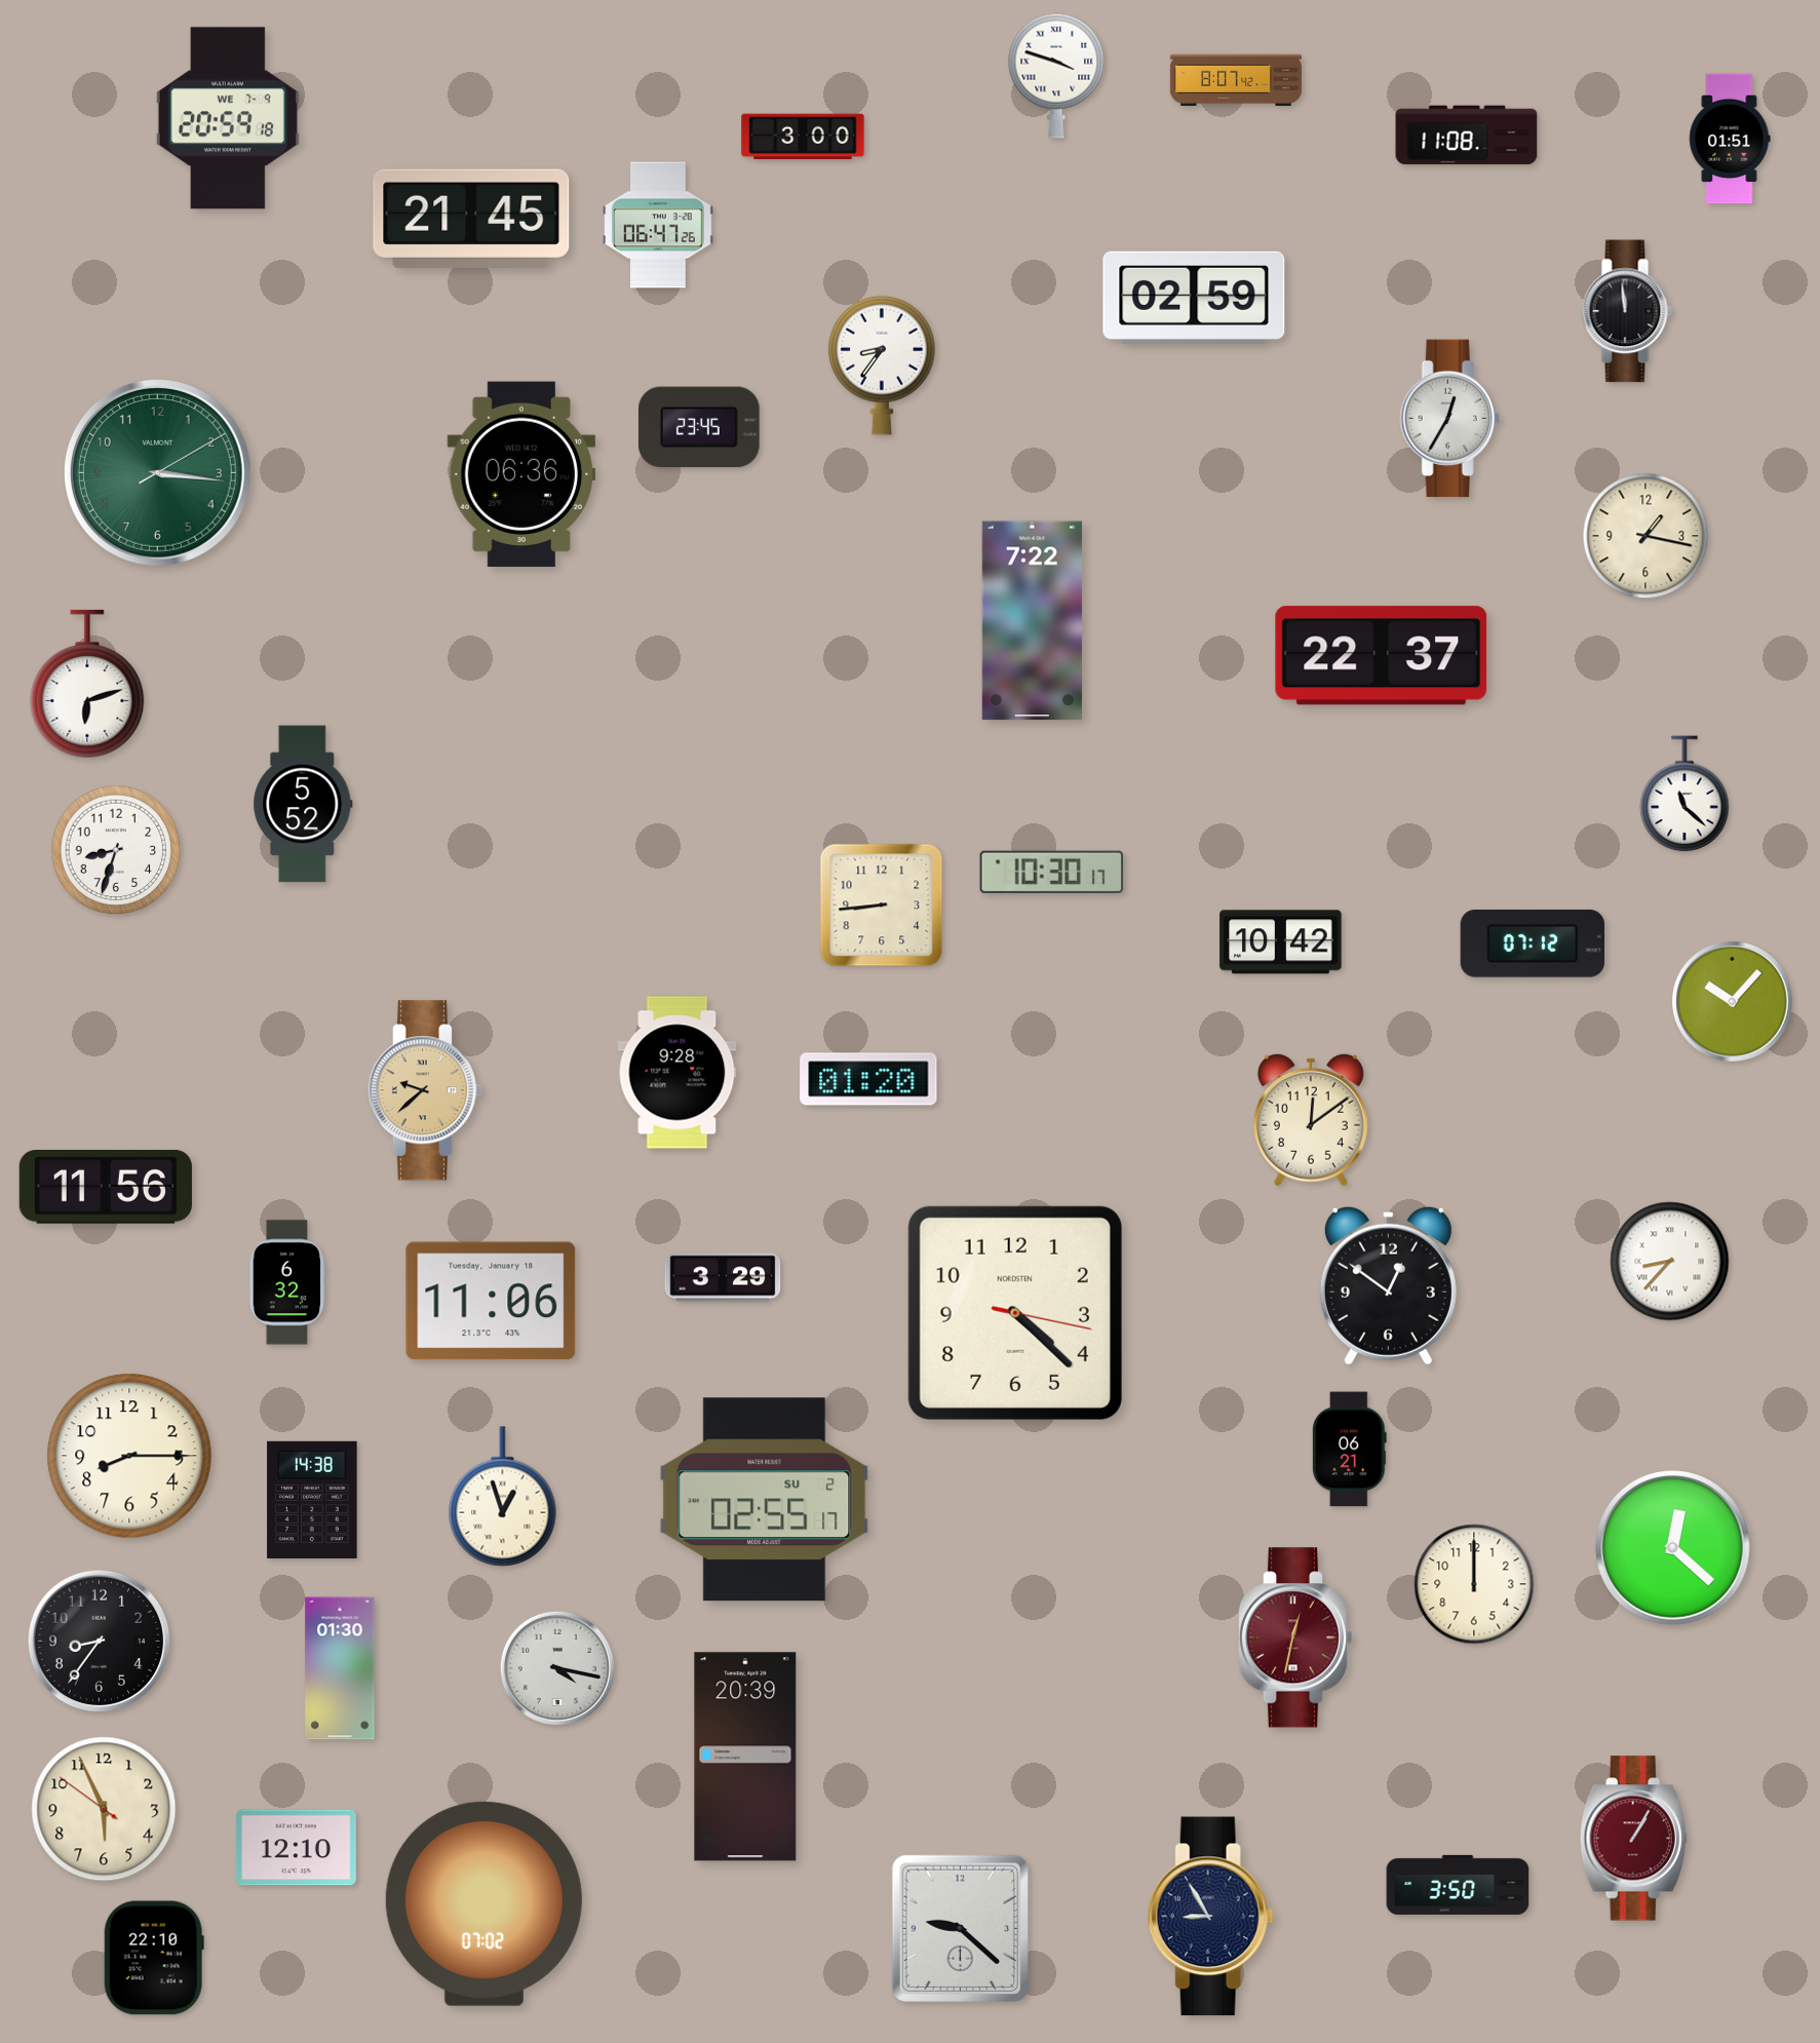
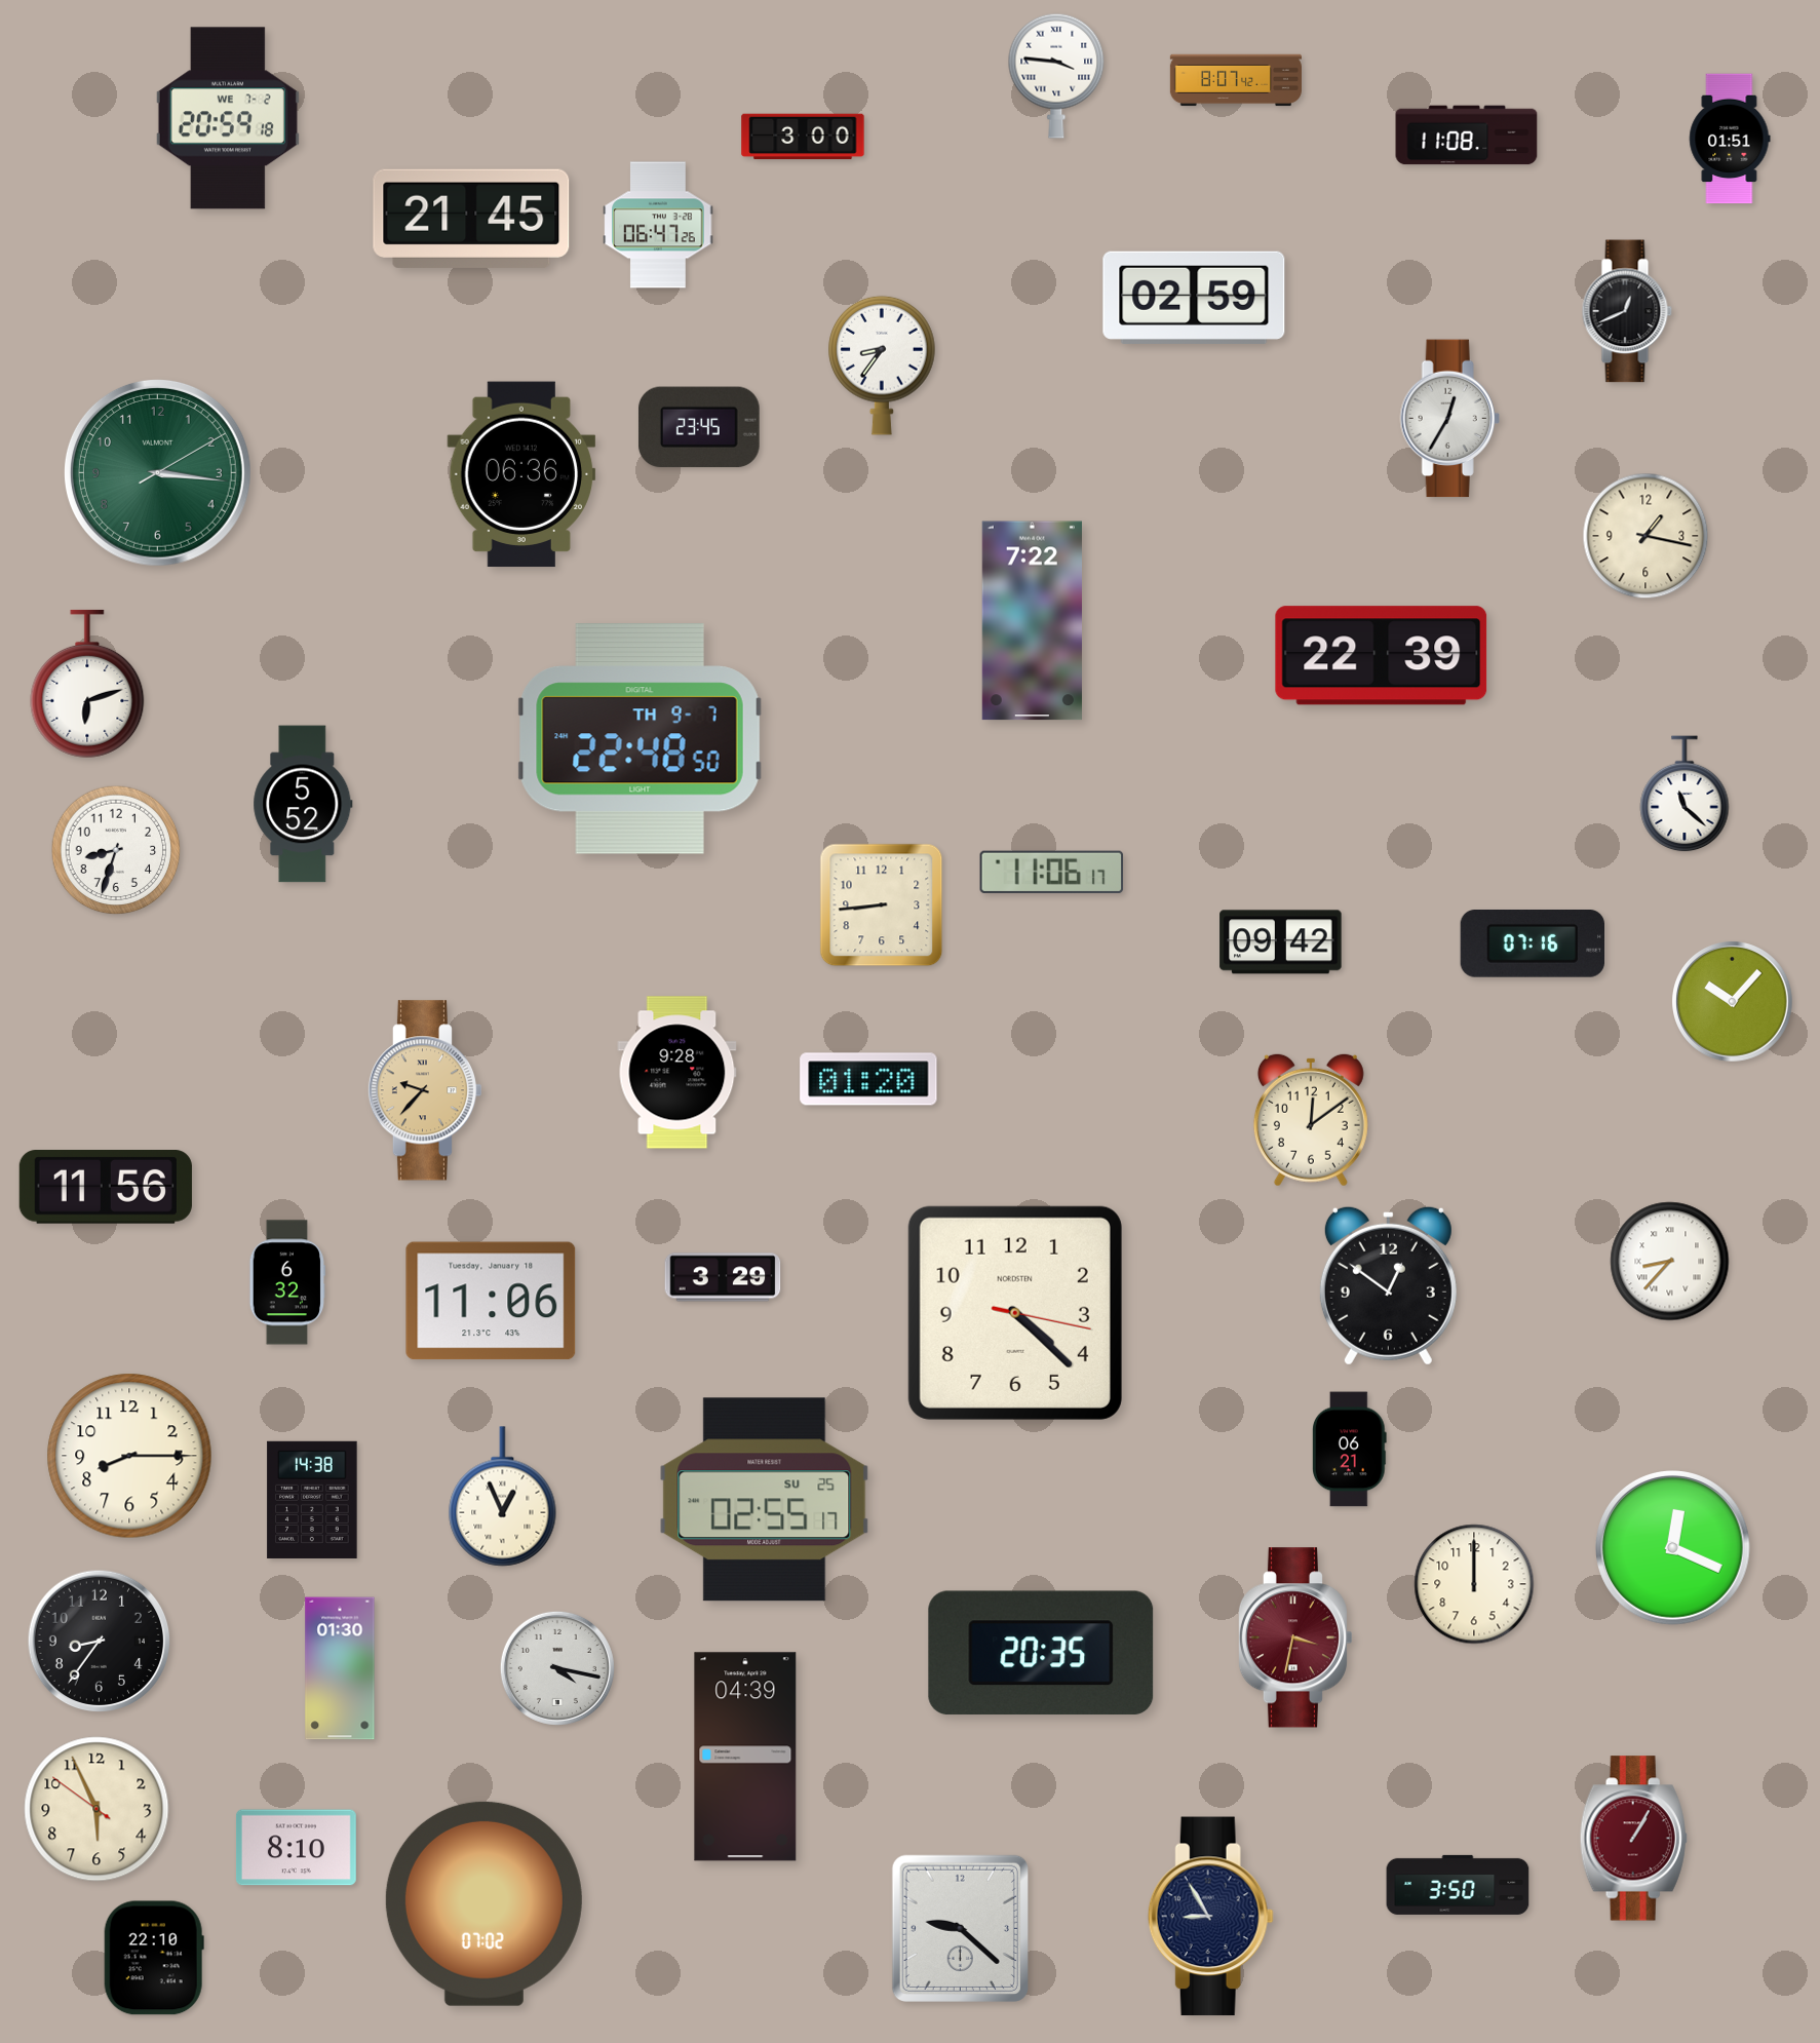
clock at (1056, 76): 3:48 -> 3:46
clock at (228, 118) date: WE 7-9 -> WE 7-2
clock at (1627, 311): 11:59 -> 12:41
clock at (1382, 656): 22:37 -> 22:39
clock at (640, 739): none -> 22:48
clock at (1052, 872): 10:30 -> 11:06
clock at (1281, 942): 10:42 -> 09:42
clock at (1532, 945): 07:12 -> 07:16
clock at (424, 1090): 9:38 -> 9:37
clock at (503, 1497): 12:57 -> 12:56
clock at (765, 1500) date: SU 2 -> SU 25
clock at (1673, 1548): 12:22 -> 12:19
clock at (1294, 1637): 12:32 -> 3:32
clock at (1041, 1653): none -> 20:35
clock at (745, 1757): 20:39 -> 04:39
clock at (104, 1809) position: (104, 1809) -> (96, 1809)
clock at (296, 1848): 12:10 -> 8:10
